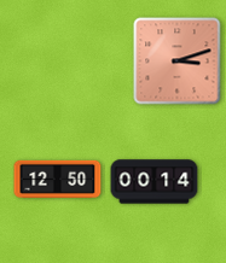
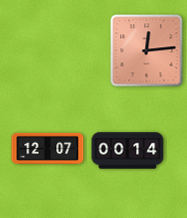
clock at (178, 62): 3:12 -> 12:14
clock at (58, 179): 12:50 -> 12:07
